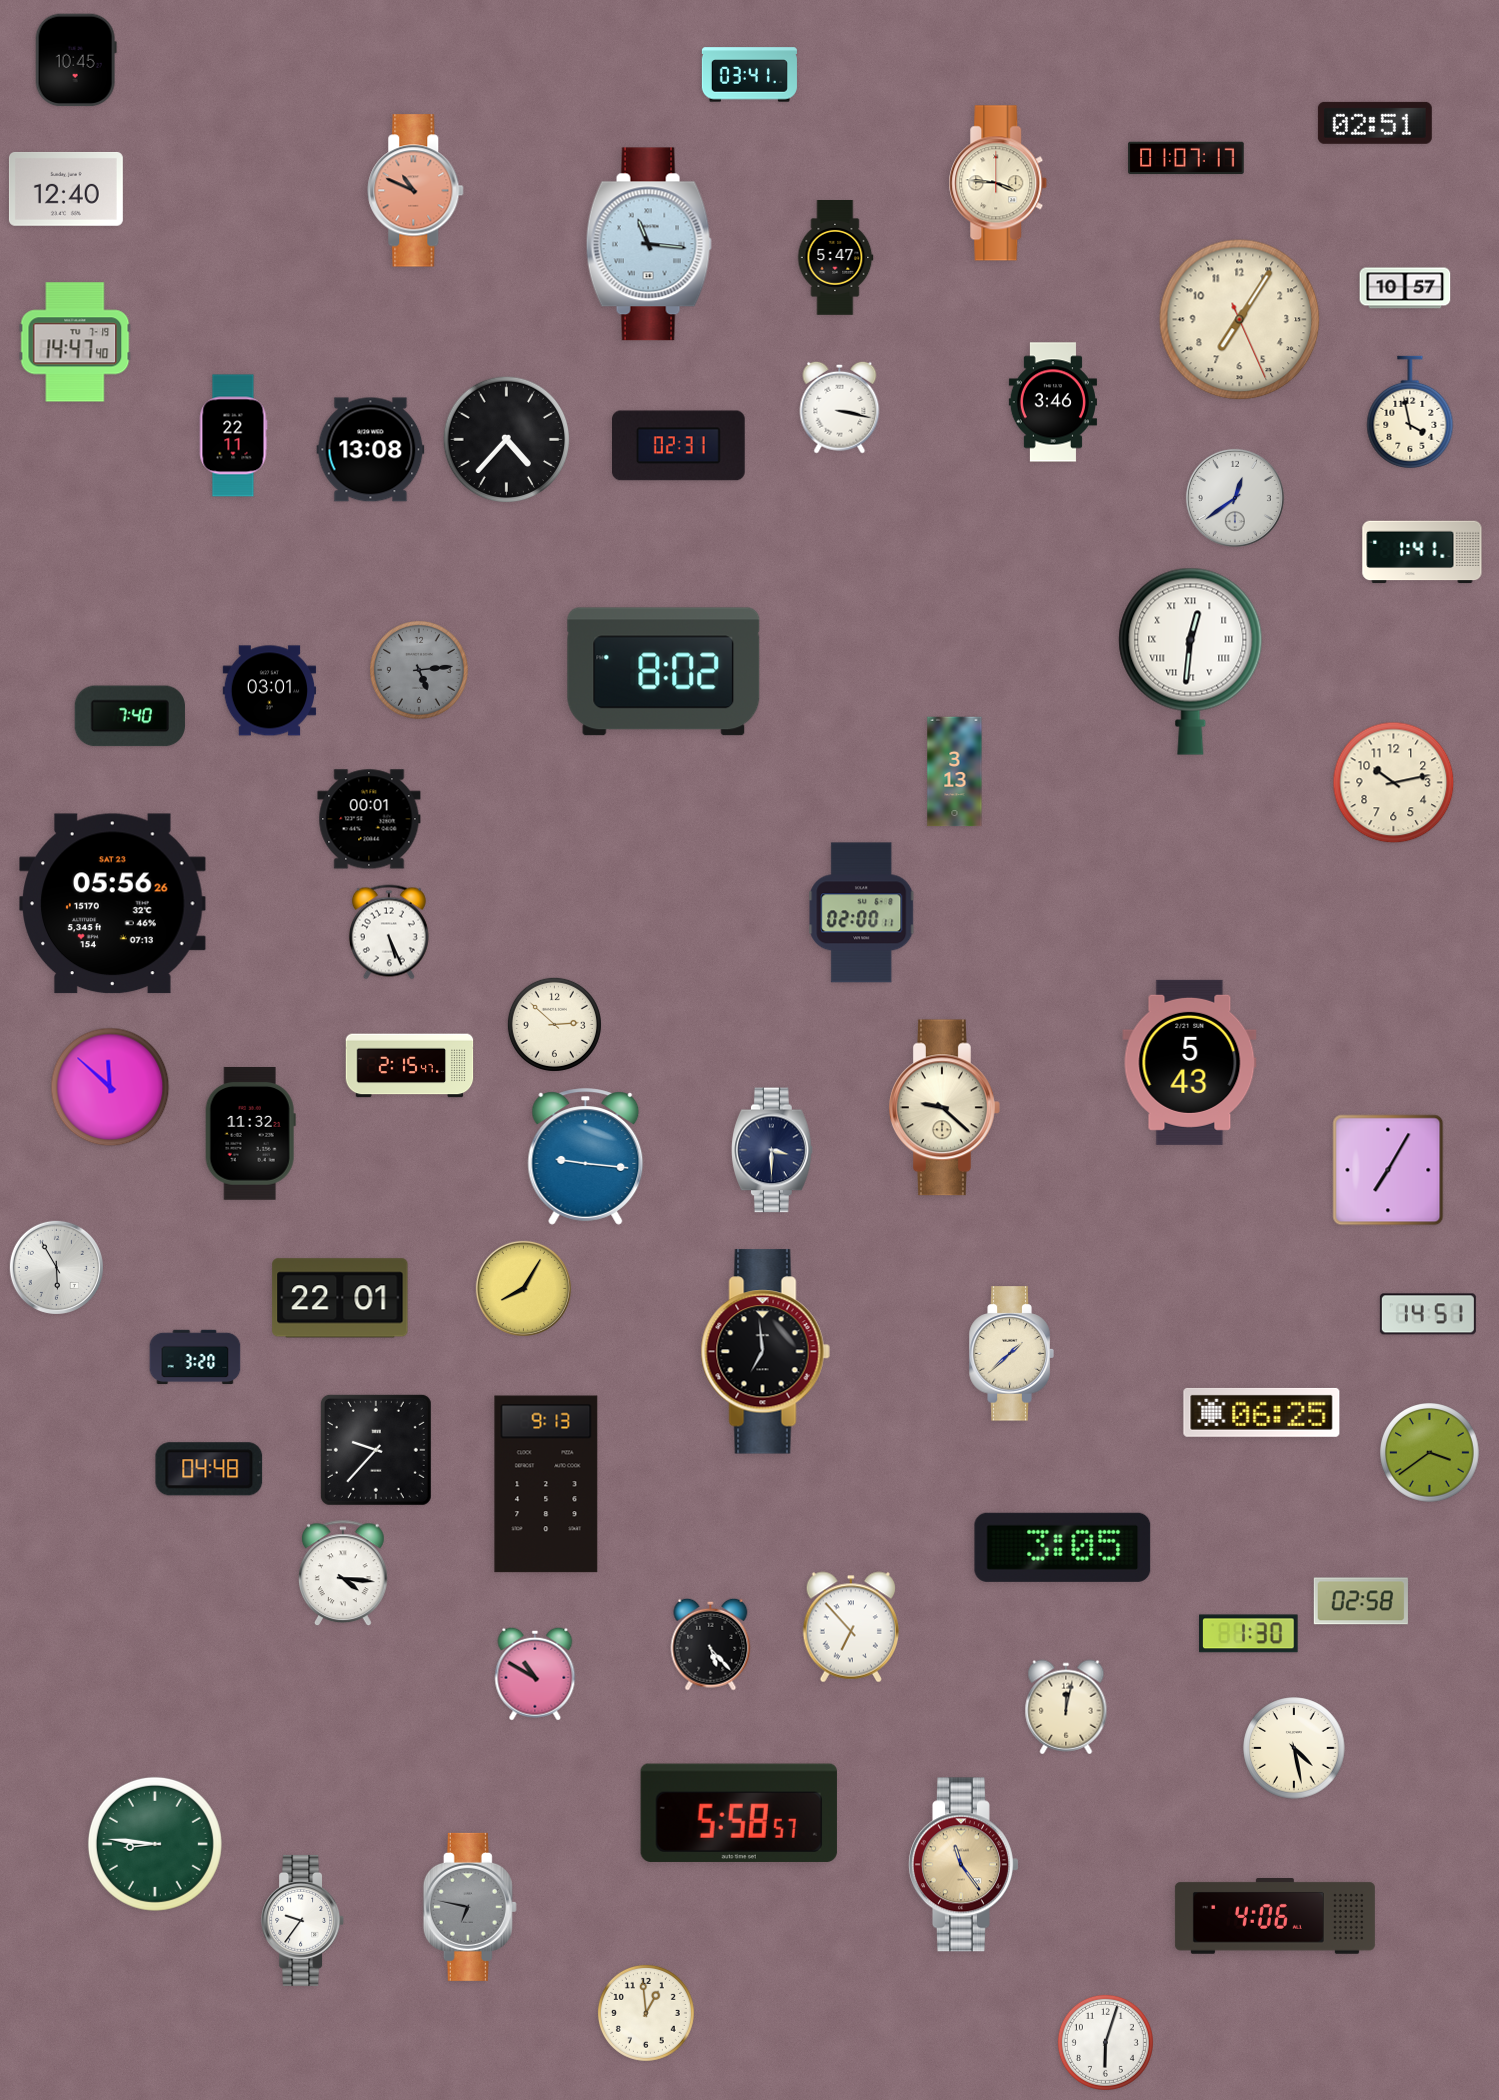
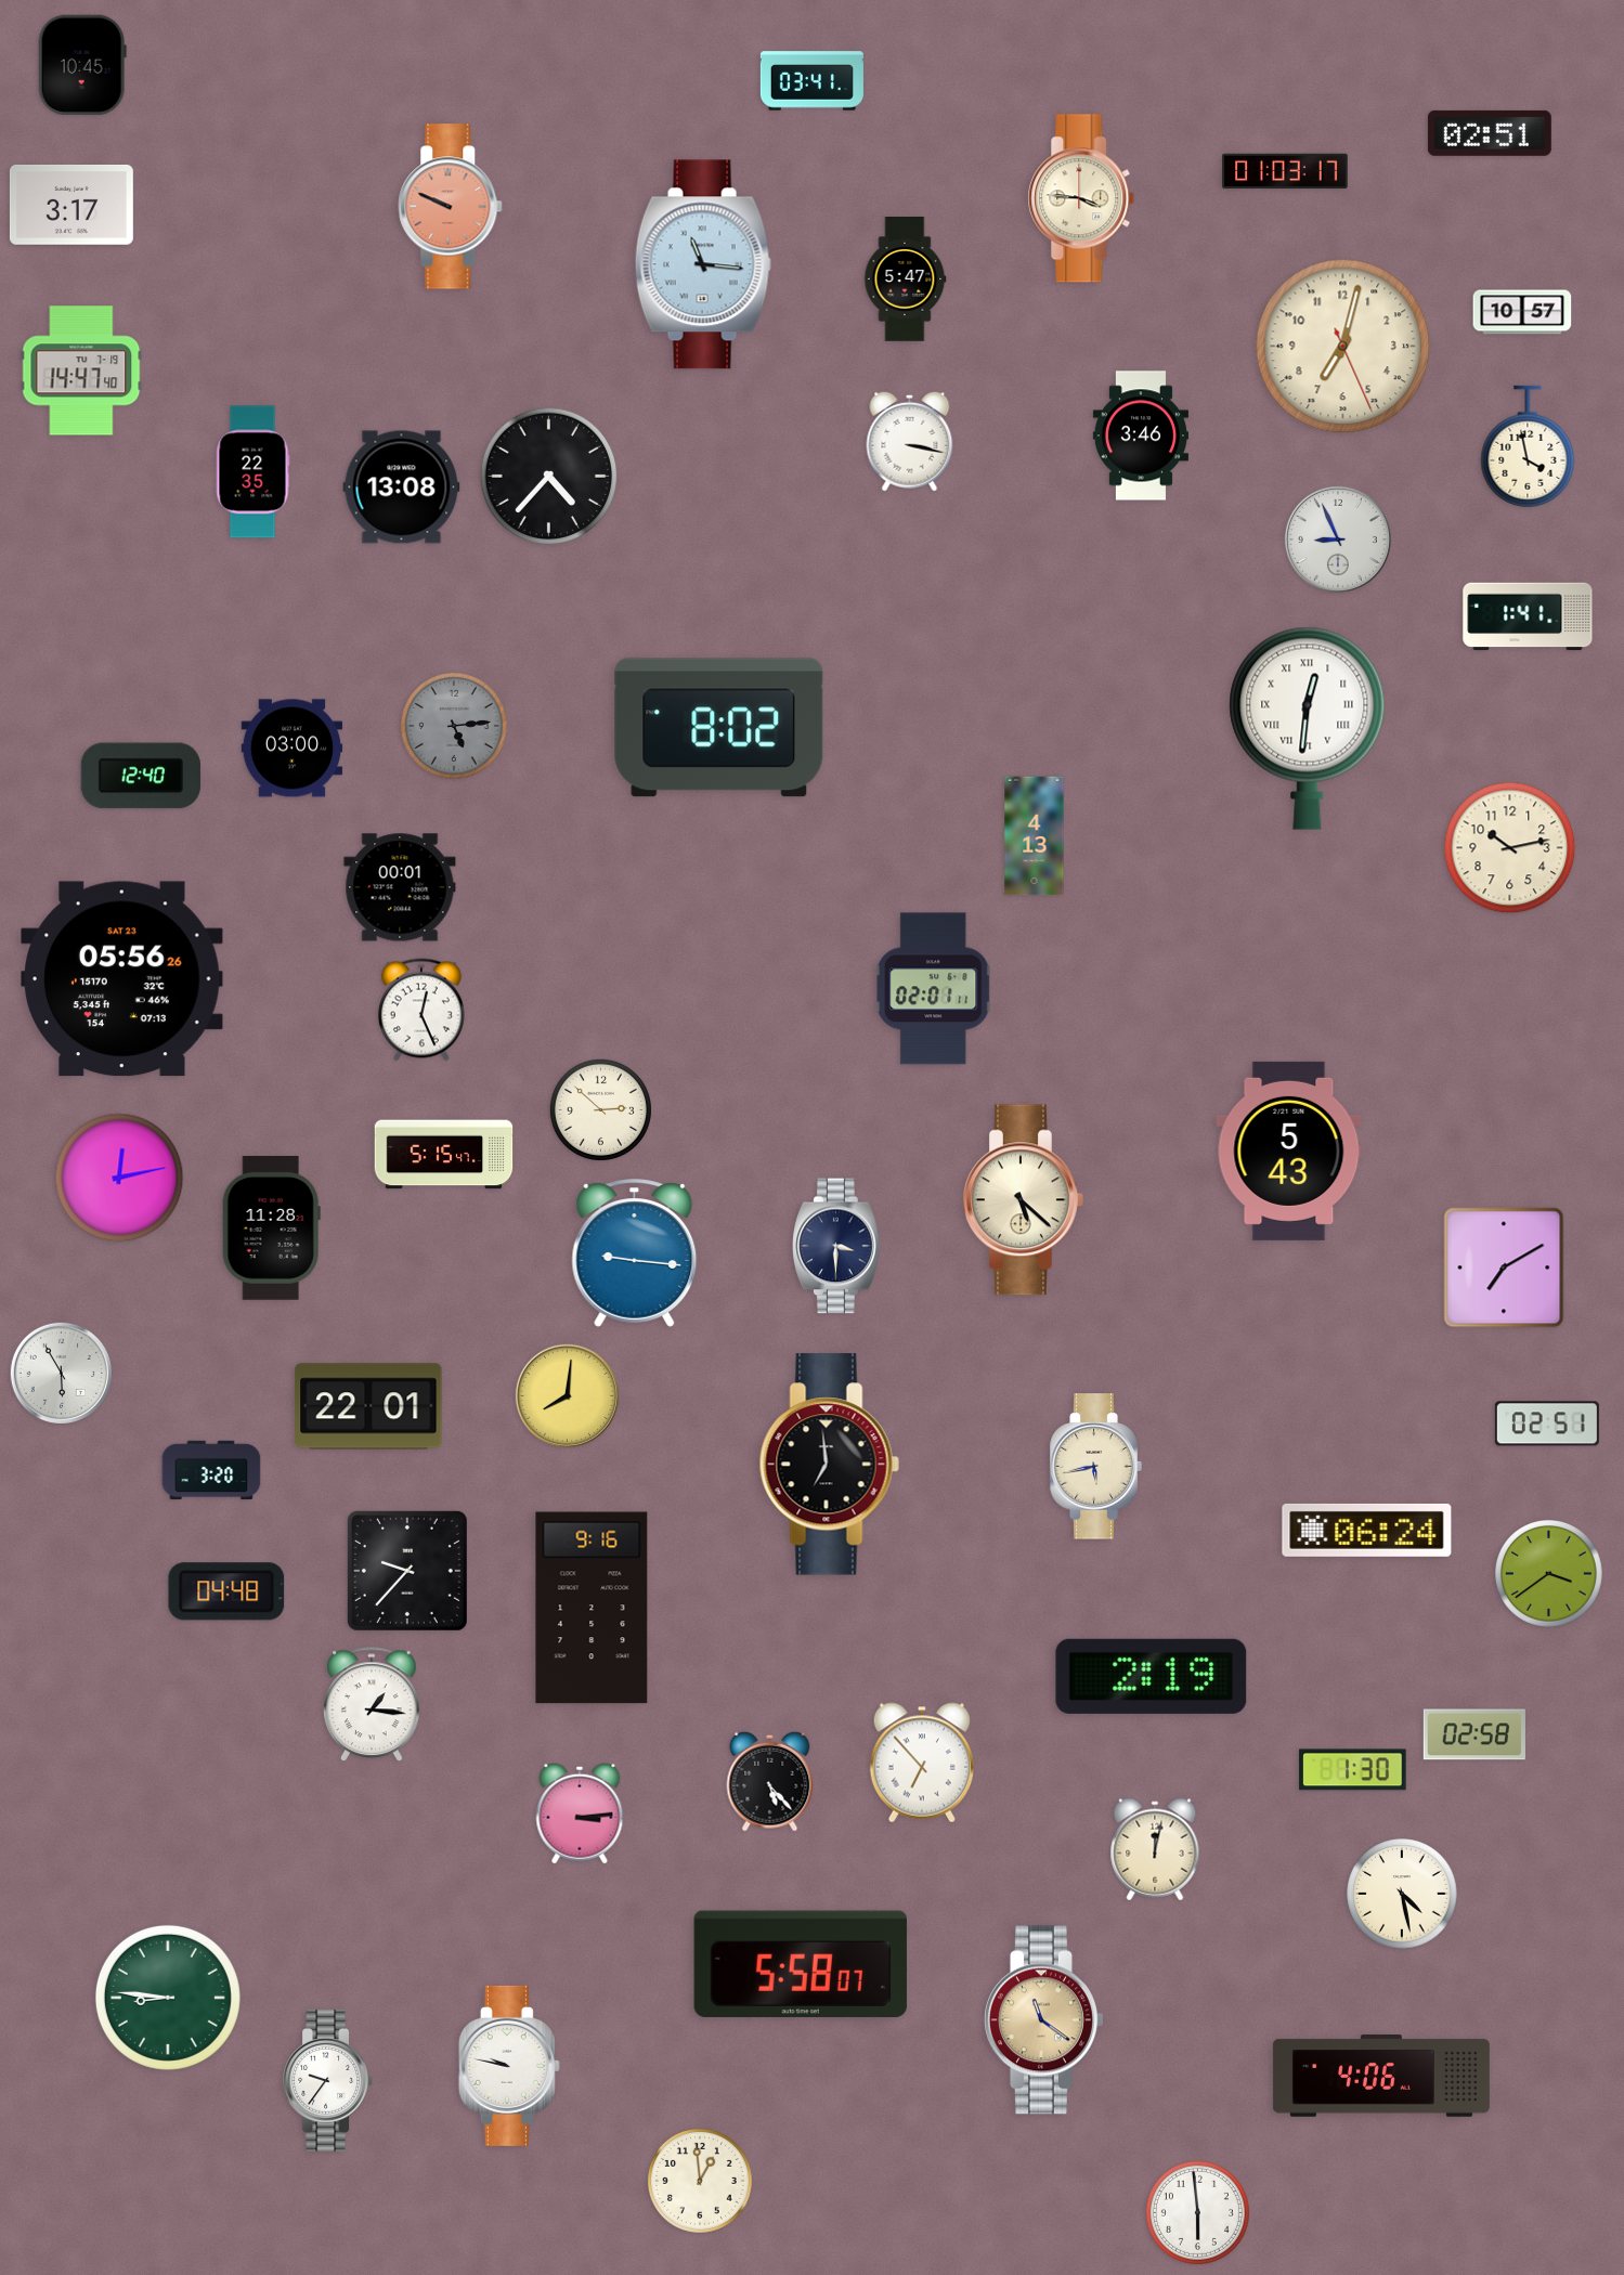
clock at (1186, 158): 01:07 -> 01:03
clock at (66, 189): 12:40 -> 3:17
clock at (416, 191): 10:49 -> 9:49
clock at (1240, 320): 7:05 -> 7:02
clock at (233, 436): 22:11 -> 22:35
clock at (679, 446): 02:31 -> none
clock at (1235, 498): 12:39 -> 8:56
clock at (1422, 552) position: (1422, 552) -> (1528, 616)
clock at (1191, 661) position: (1191, 661) -> (1308, 728)
clock at (270, 691): 03:01 -> 03:00
clock at (130, 716): 7:40 -> 12:40
clock at (955, 772): 3:13 -> 4:13
clock at (862, 913): 02:00 -> 02:01
clock at (389, 932): 5:26 -> 12:26
clock at (410, 1066): 2:15 -> 5:15
clock at (110, 1087): 11:52 -> 12:13
clock at (945, 1108): 9:22 -> 5:22
clock at (250, 1134): 11:32 -> 11:28
clock at (1388, 1170): 7:05 -> 7:10
clock at (523, 1288): 8:05 -> 8:01
clock at (1428, 1314): 14:51 -> 02:51
clock at (1011, 1354): 1:38 -> 5:43
clock at (1262, 1412): 06:25 -> 06:24
clock at (546, 1484): 9:13 -> 9:16
clock at (1063, 1547): 3:05 -> 2:19
clock at (344, 1574): 4:16 -> 1:16
clock at (535, 1674): 10:50 -> 3:14
clock at (739, 1813): 5:58:57 -> 5:58:07
clock at (963, 1865): 11:24 -> 11:21
clock at (470, 1907): 6:47 -> 9:47
clock at (470, 1907) dial: grey -> white
clock at (1105, 2042): 6:03 -> 5:59
